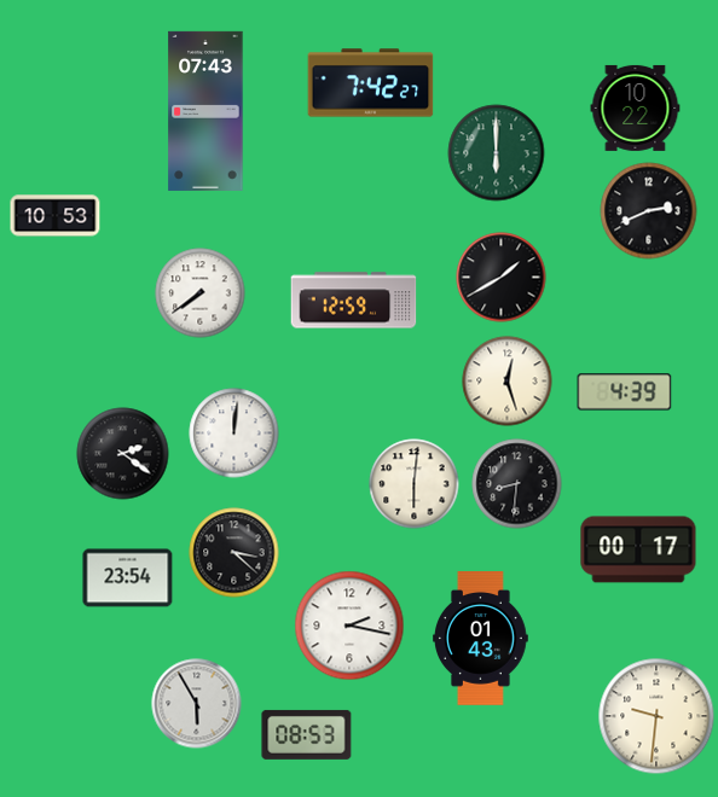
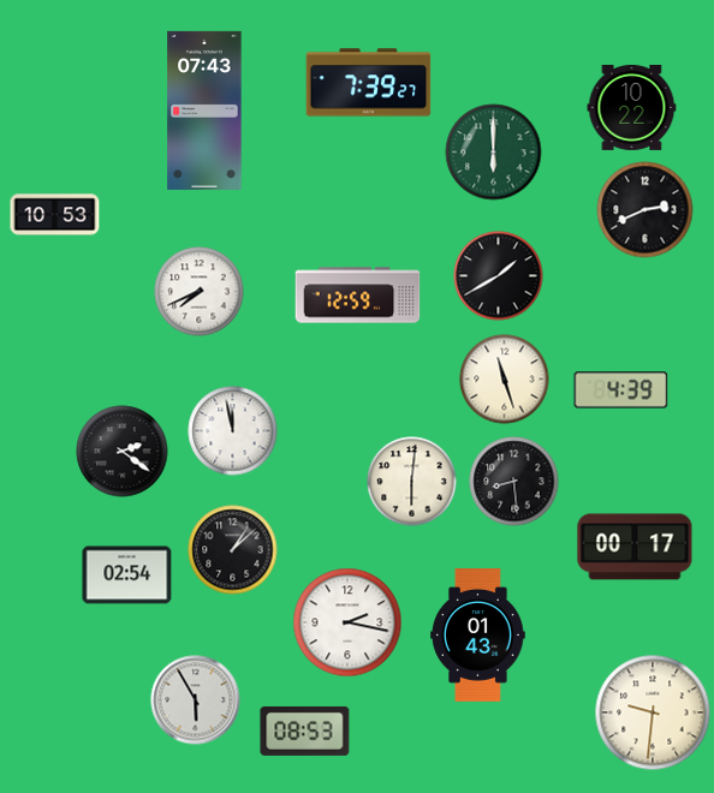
clock at (371, 83): 7:42 -> 7:39
clock at (201, 293): 7:39 -> 7:41
clock at (354, 301) position: (354, 301) -> (358, 296)
clock at (508, 382): 12:27 -> 11:27
clock at (234, 434): 12:01 -> 11:58
clock at (517, 484): 8:31 -> 8:29
clock at (234, 553): 3:22 -> 1:08
clock at (128, 578): 23:54 -> 02:54
